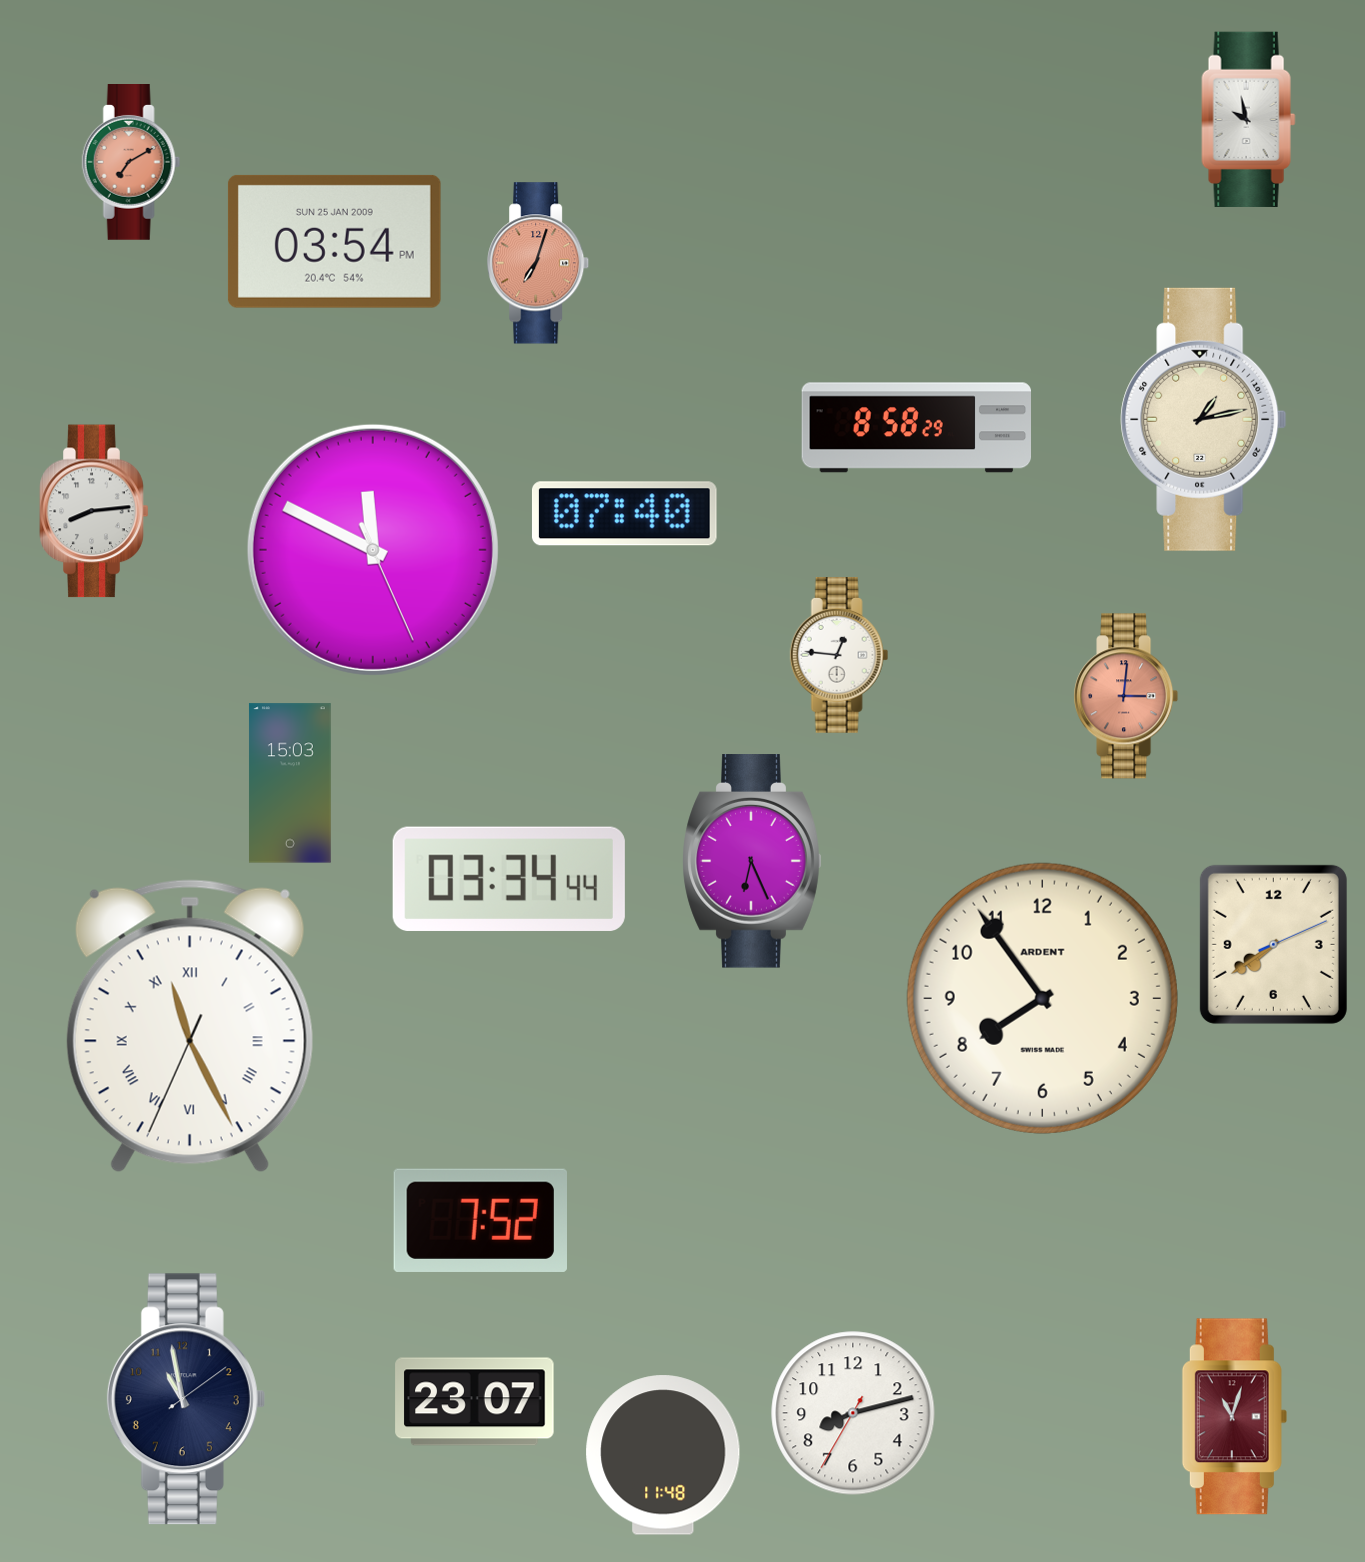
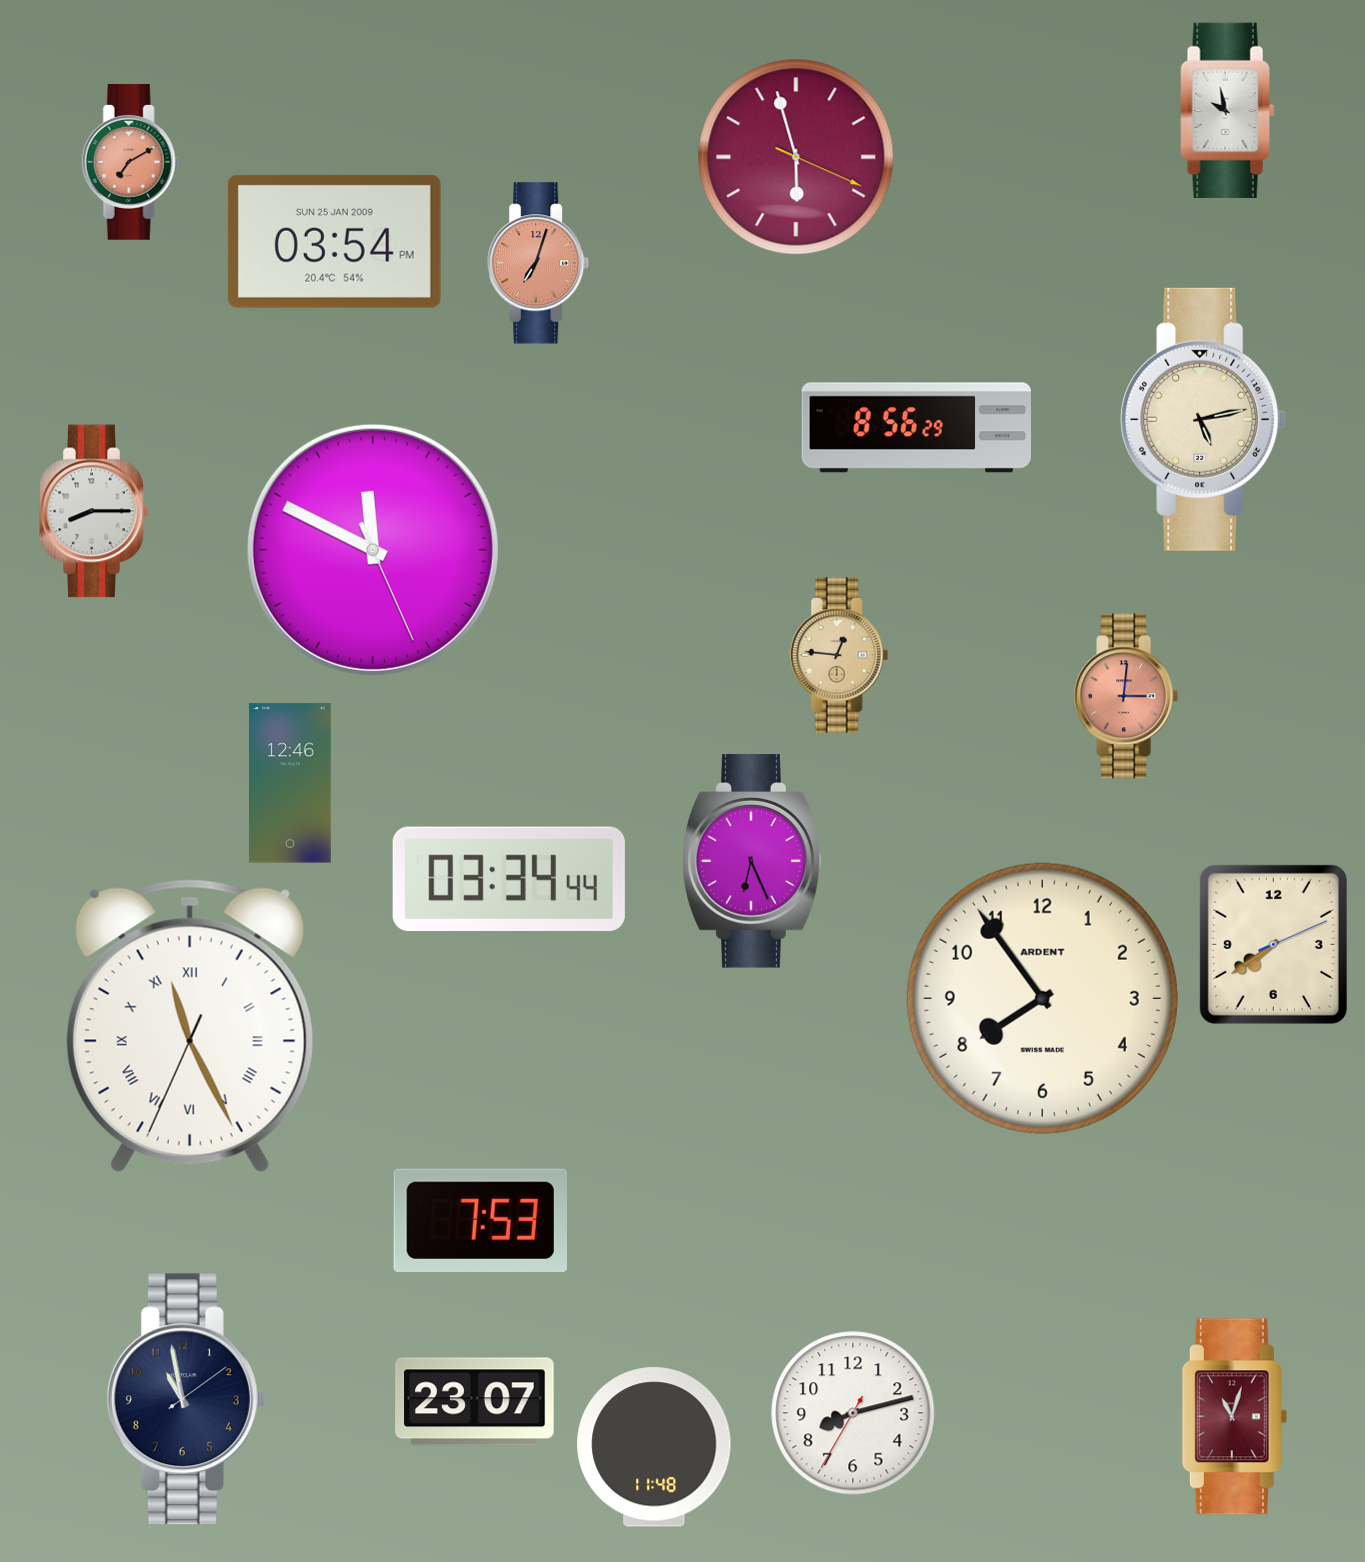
clock at (1249, 119) position: (1249, 119) -> (1228, 110)
clock at (796, 157): none -> 5:57
clock at (1204, 419): 1:13 -> 5:13
clock at (916, 428): 8:58 -> 8:56
clock at (94, 511): 8:14 -> 8:15
clock at (624, 514): 07:40 -> none
clock at (839, 656) dial: white -> champagne
clock at (290, 783): 15:03 -> 12:46
clock at (480, 1220): 7:52 -> 7:53
clock at (663, 1455) position: (663, 1455) -> (654, 1447)
